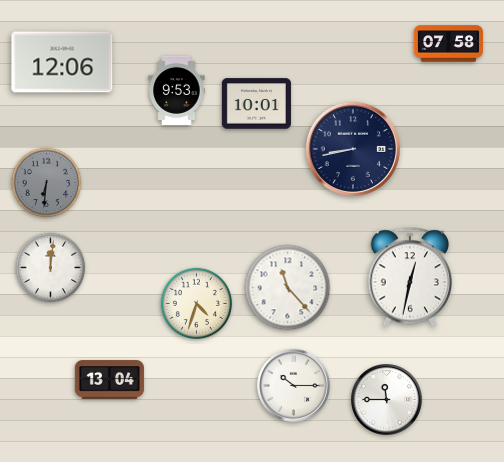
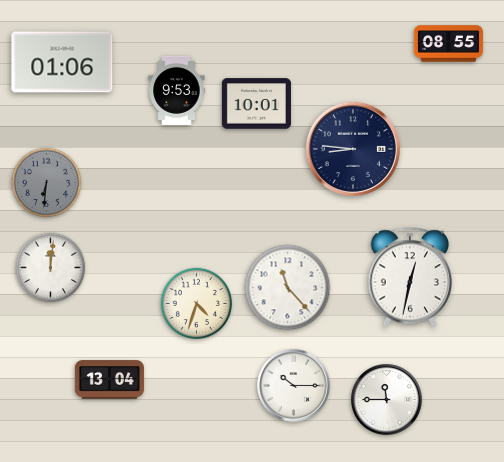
clock at (448, 44): 07:58 -> 08:55
clock at (62, 62): 12:06 -> 01:06
clock at (353, 149): 8:43 -> 8:46
